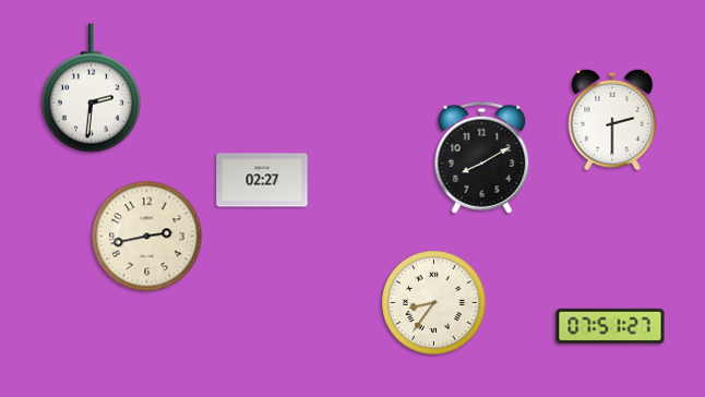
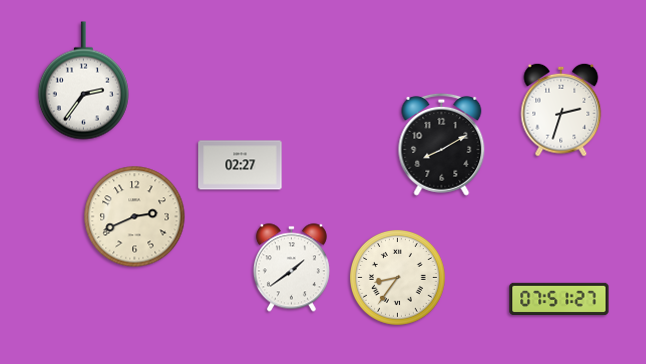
clock at (91, 88): 2:31 -> 2:36
clock at (612, 120): 2:30 -> 2:33
clock at (147, 237): 2:43 -> 2:41
clock at (291, 268): none -> 1:39
